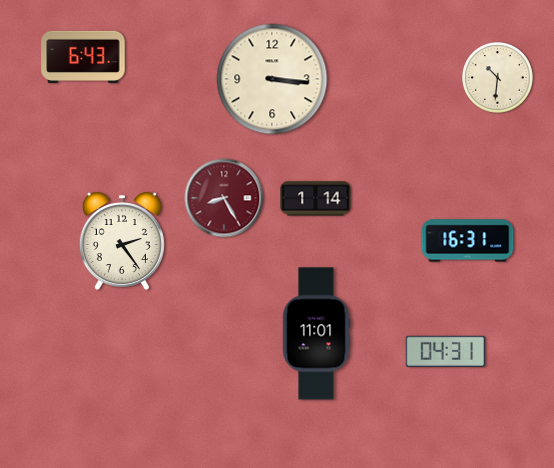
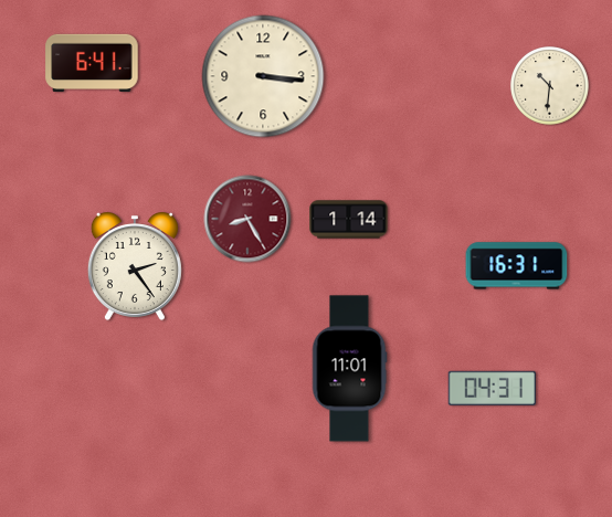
clock at (83, 56): 6:43 -> 6:41
clock at (272, 79) position: (272, 79) -> (263, 76)
